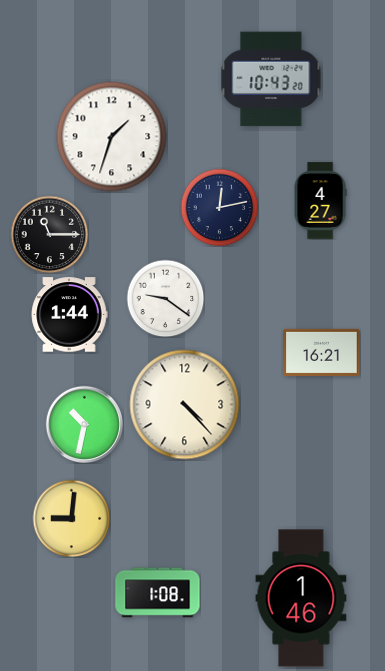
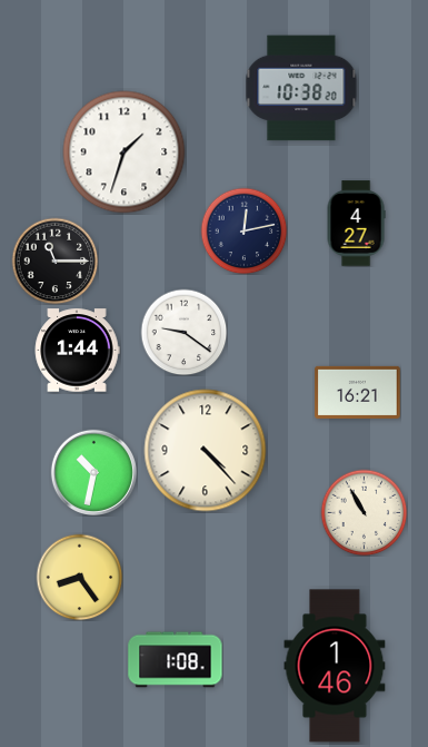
clock at (271, 79): 10:43 -> 10:38
clock at (364, 512): none -> 10:55
clock at (71, 518): 9:01 -> 8:24
